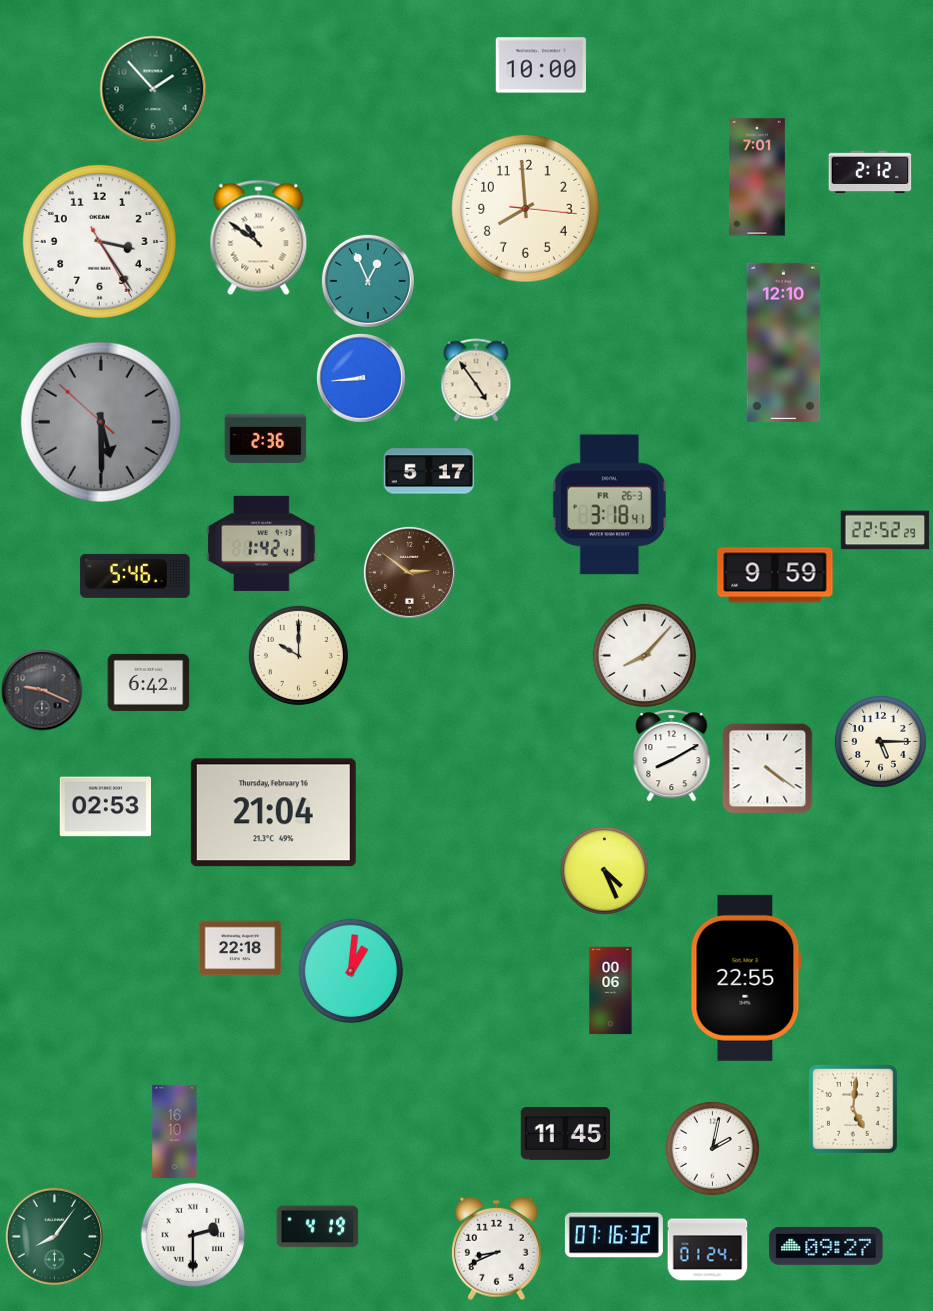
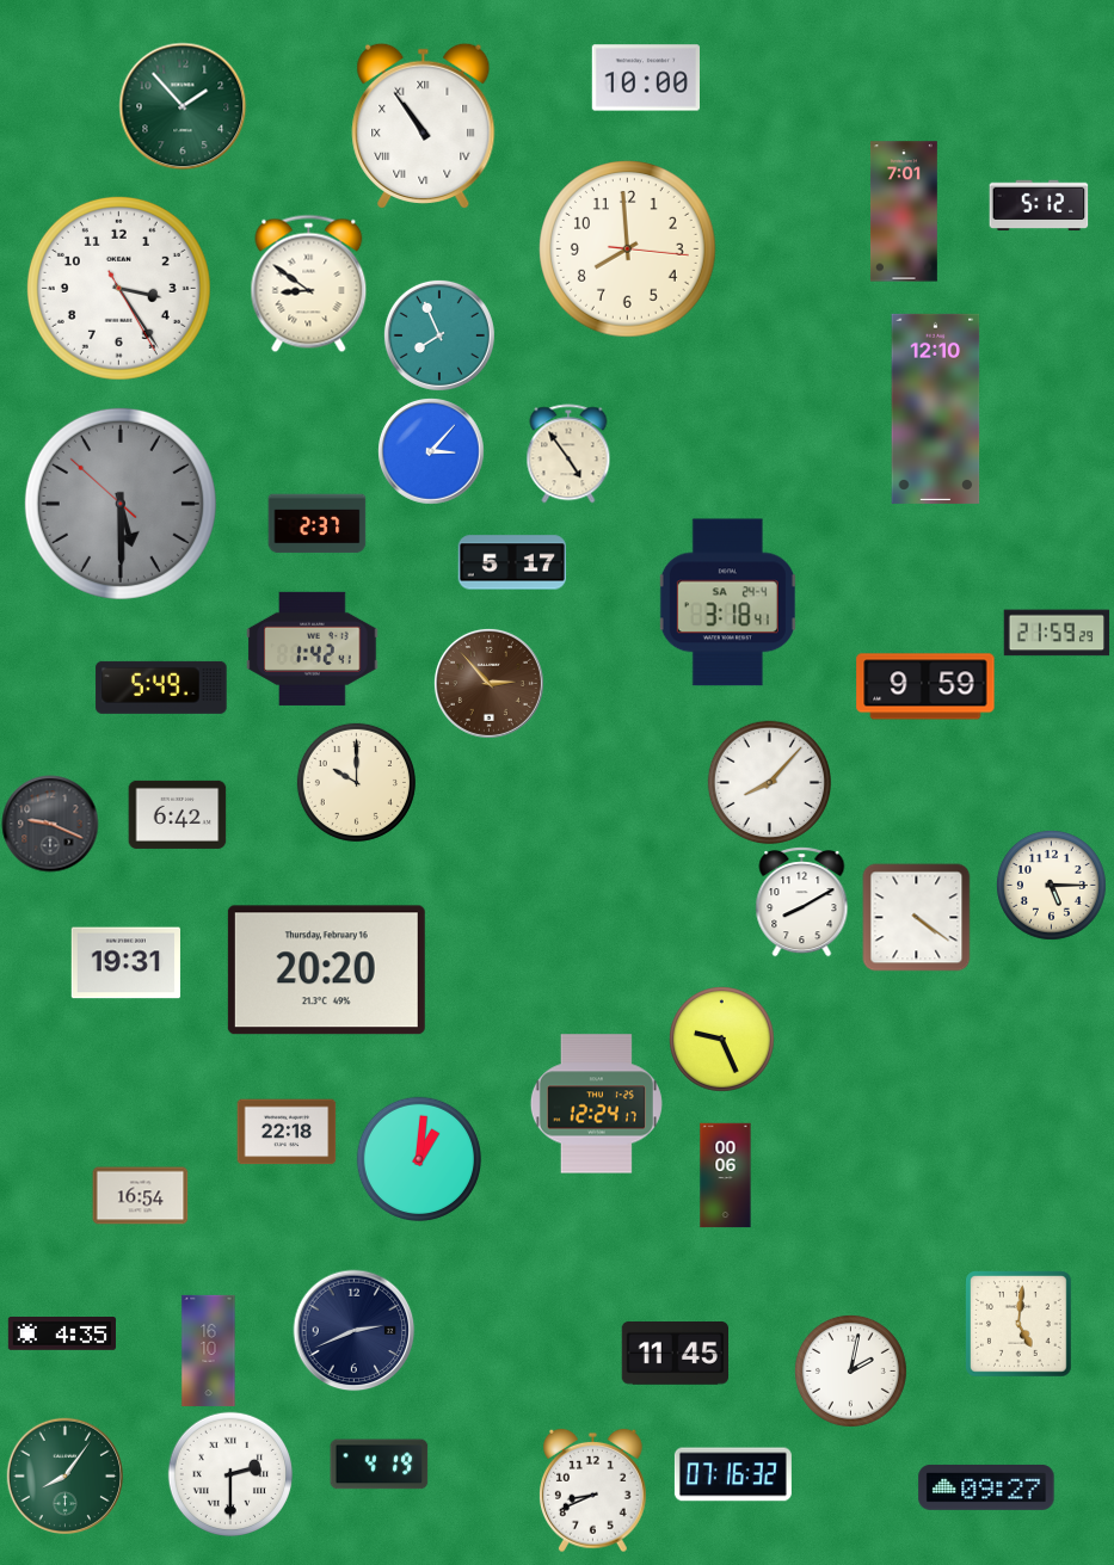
clock at (424, 125): none -> 10:54
clock at (870, 172): 2:12 -> 5:12
clock at (259, 237): 10:51 -> 8:51
clock at (368, 281): 12:56 -> 7:56
clock at (361, 378): 8:44 -> 3:07
clock at (265, 439): 2:36 -> 2:37
clock at (609, 505) date: FR 26-3 -> SA 24-4
clock at (885, 530): 22:52 -> 21:59
clock at (409, 572): 2:51 -> 2:53
clock at (135, 576): 5:46 -> 5:49
clock at (105, 807): 02:53 -> 19:31
clock at (273, 813): 21:04 -> 20:20
clock at (604, 870): 4:26 -> 9:26
clock at (596, 1104): none -> 12:24
clock at (746, 978): 22:55 -> none
clock at (611, 990) position: (611, 990) -> (726, 1175)
clock at (140, 1196): none -> 16:54
clock at (353, 1330): none -> 2:41
clock at (61, 1335): none -> 4:35
clock at (707, 1250): 01:24 -> none
